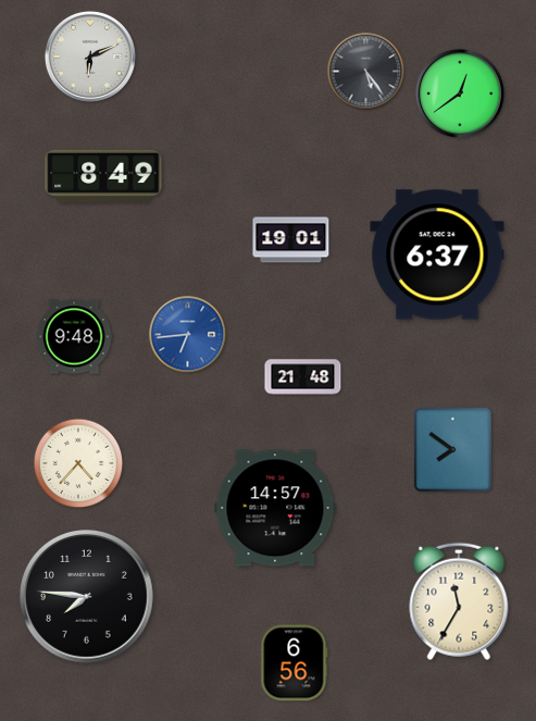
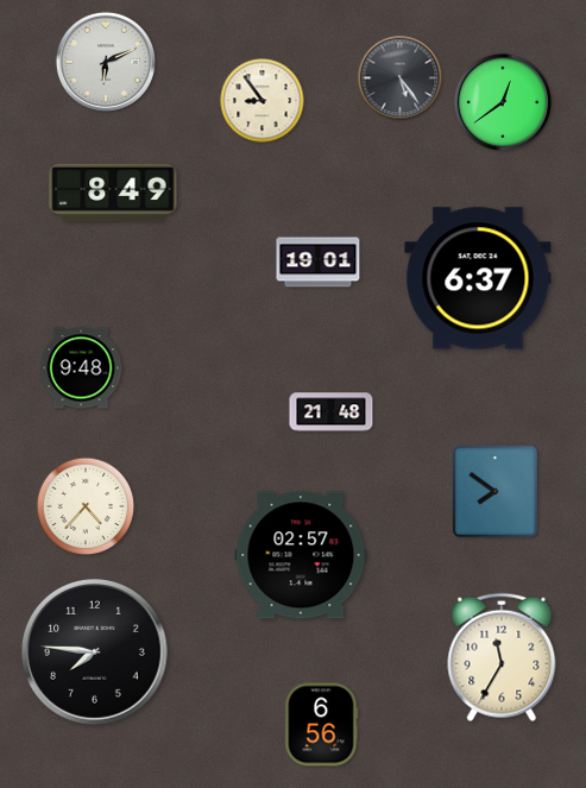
clock at (90, 57) position: (90, 57) -> (106, 62)
clock at (263, 101): none -> 8:54
clock at (188, 335): 6:44 -> none
clock at (275, 508): 14:57 -> 02:57
